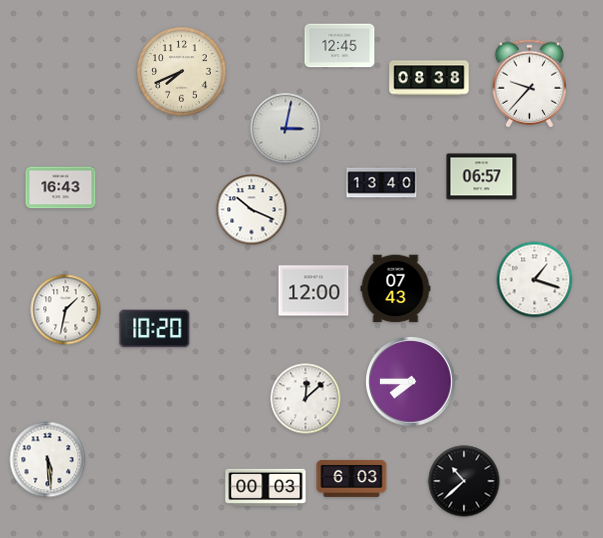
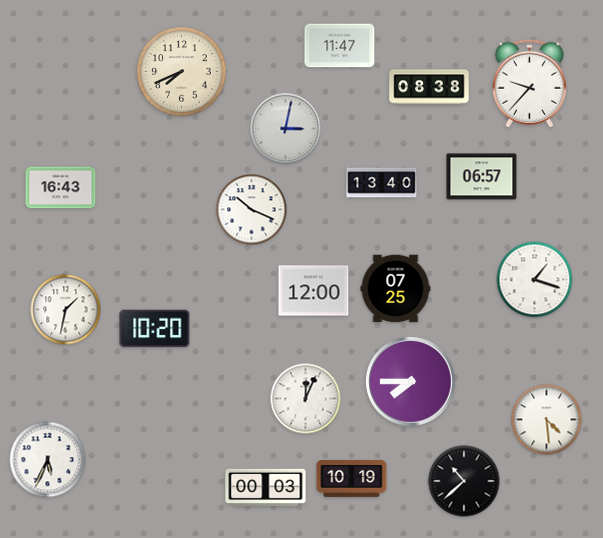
clock at (340, 46): 12:45 -> 11:47
clock at (429, 78) position: (429, 78) -> (429, 87)
clock at (396, 289): 07:43 -> 07:25
clock at (306, 399): 12:08 -> 12:04
clock at (547, 420): none -> 4:29
clock at (48, 460): 5:29 -> 5:34
clock at (352, 478): 6:03 -> 10:19
